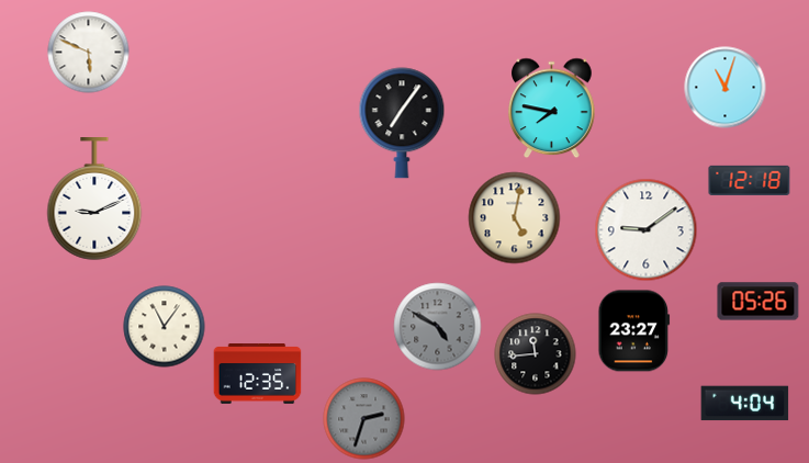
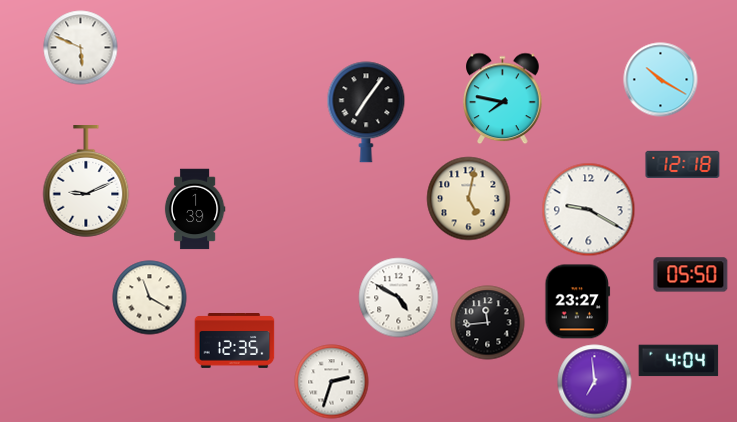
clock at (726, 88): 11:03 -> 10:20
clock at (195, 209): none -> 1:39
clock at (647, 230): 9:09 -> 9:20
clock at (759, 302): 05:26 -> 05:50
clock at (165, 327): 11:06 -> 11:20
clock at (438, 327) dial: grey -> white
clock at (745, 404) position: (745, 404) -> (679, 361)
clock at (364, 419) dial: grey -> white
clock at (595, 382): none -> 6:59
